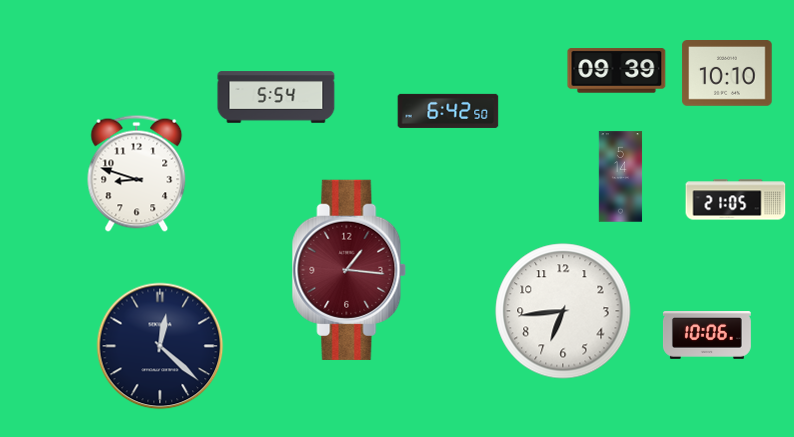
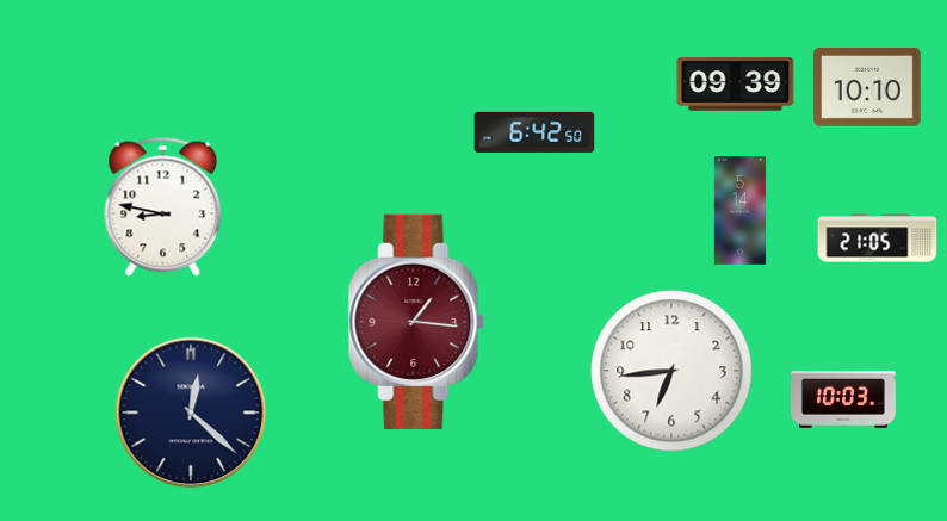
clock at (276, 97): 5:54 -> none
clock at (137, 173): 8:48 -> 8:47
clock at (707, 336): 10:06 -> 10:03
